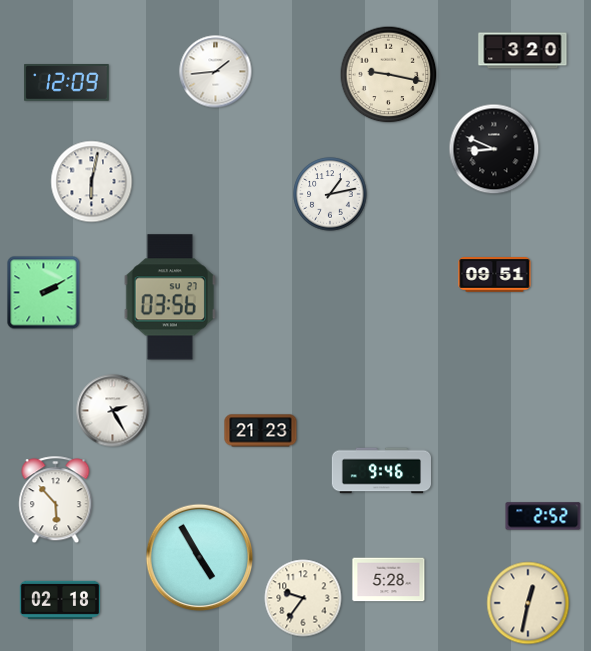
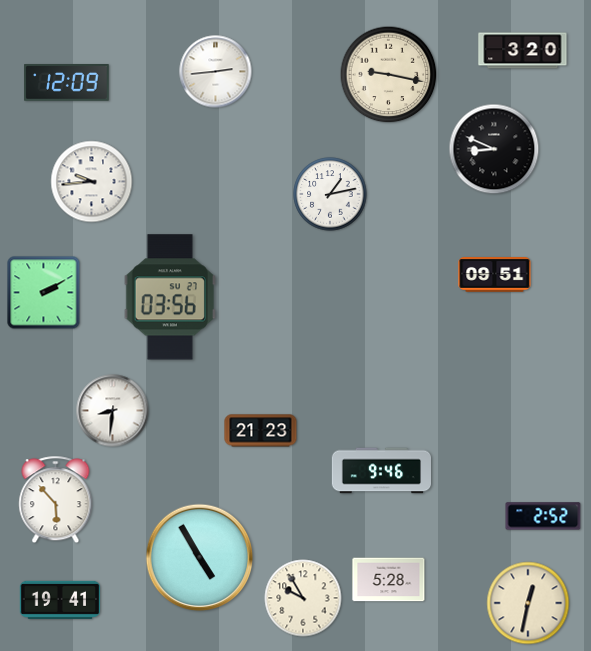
clock at (216, 72): 1:44 -> 2:44
clock at (92, 182): 6:02 -> 9:44
clock at (113, 411): 2:25 -> 8:31
clock at (303, 598): 9:36 -> 9:55
clock at (60, 600): 02:18 -> 19:41
